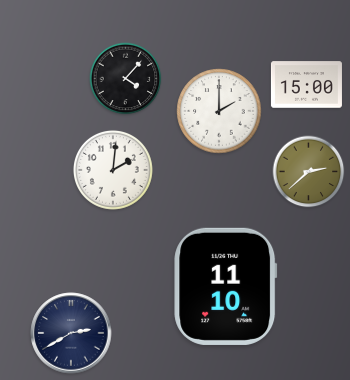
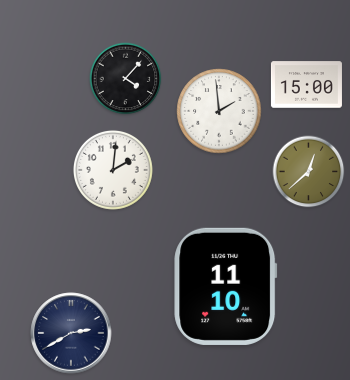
clock at (219, 111): 2:00 -> 1:59
clock at (309, 172): 2:38 -> 12:38
